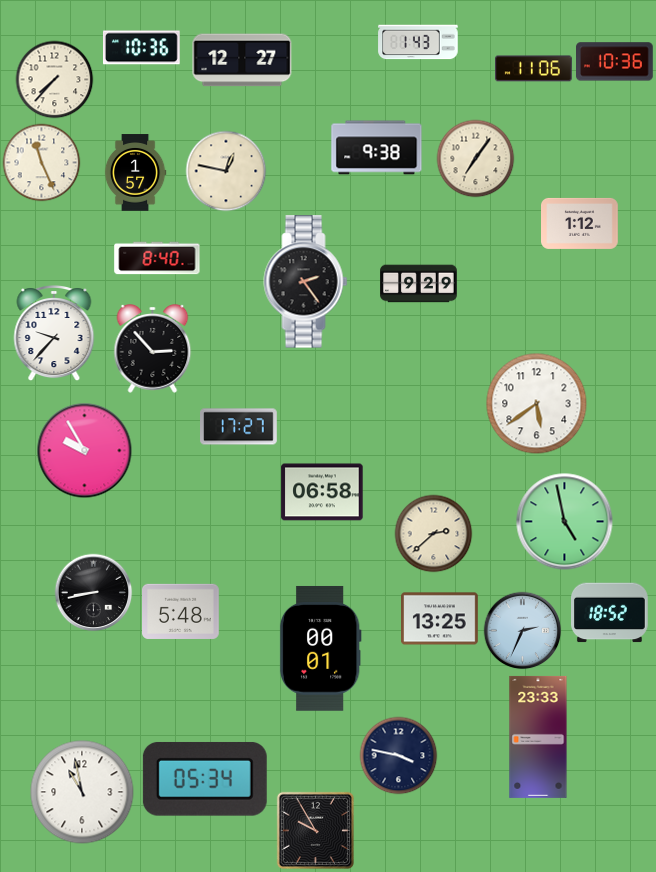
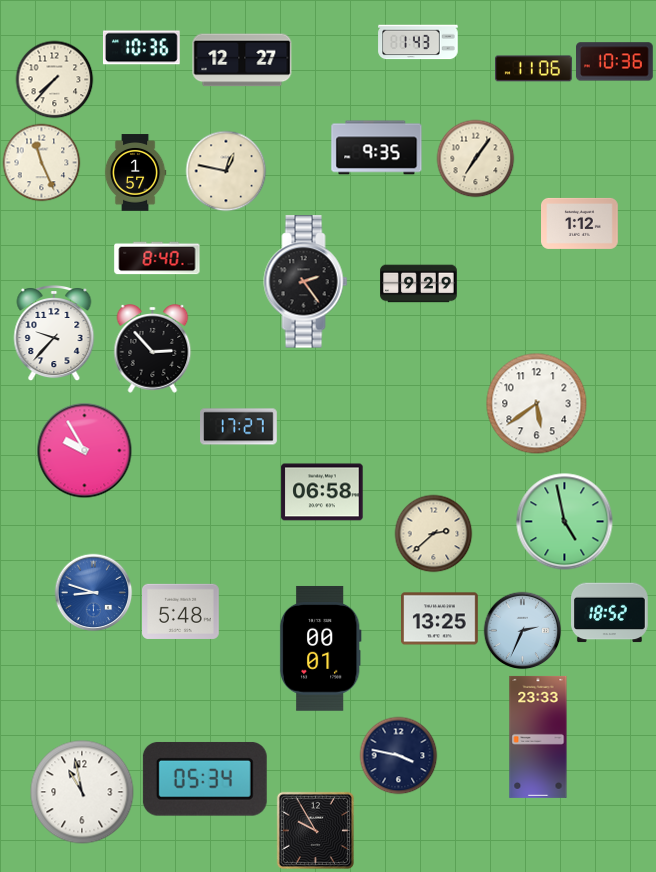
clock at (377, 148): 9:38 -> 9:35
clock at (93, 592): 8:43 -> 8:48
clock at (93, 592) dial: black -> blue
